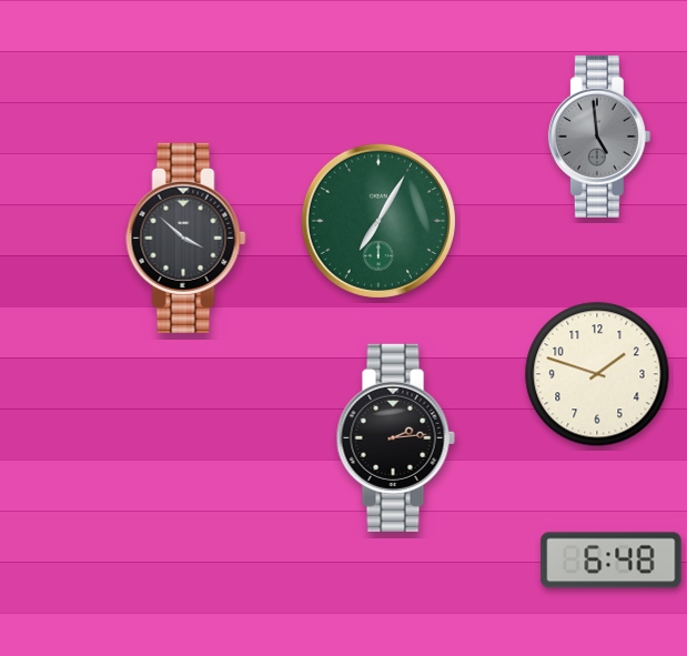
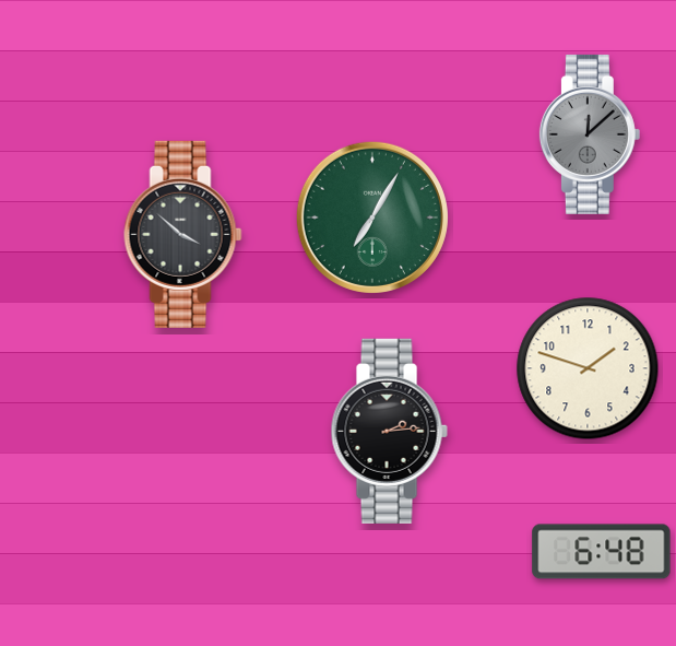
clock at (599, 137): 4:59 -> 12:08
